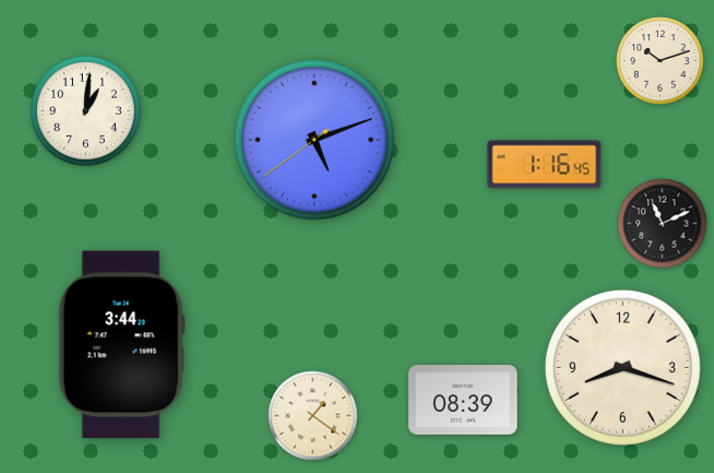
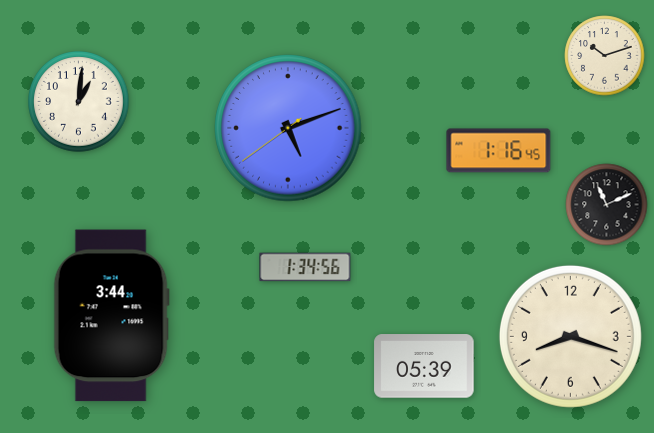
clock at (305, 267): none -> 1:34
clock at (463, 400): 08:39 -> 05:39
clock at (313, 416): 1:21 -> none
